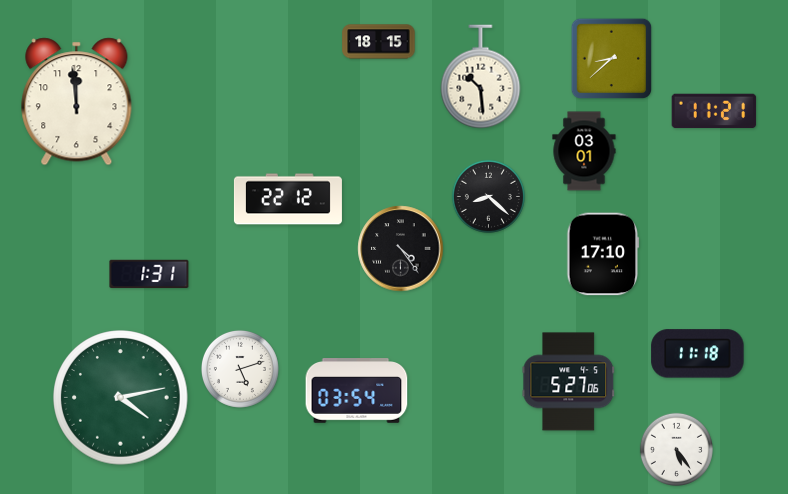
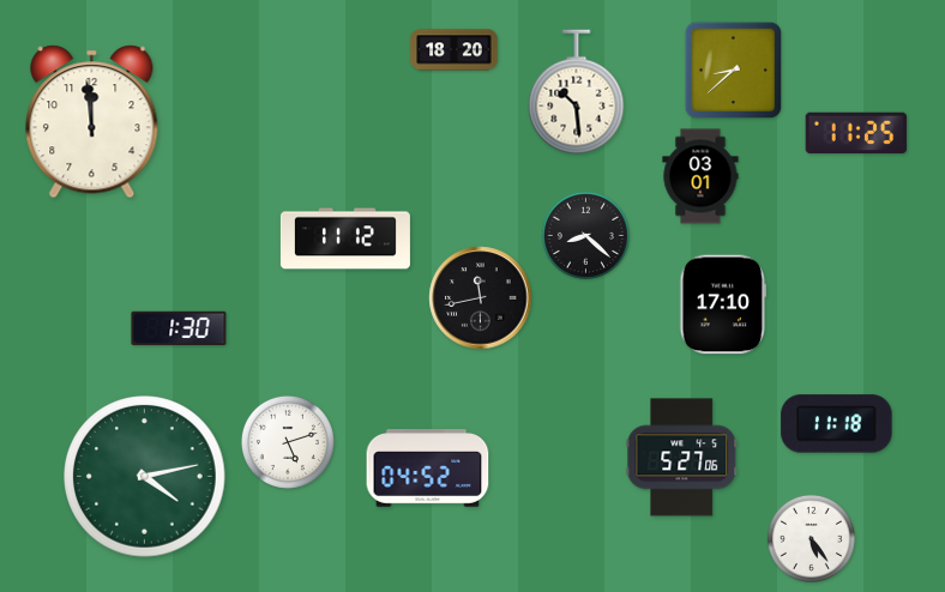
clock at (379, 42): 18:15 -> 18:20
clock at (714, 111): 11:21 -> 11:25
clock at (584, 151) position: (584, 151) -> (700, 176)
clock at (288, 199): 22:12 -> 11:12
clock at (401, 249): 4:24 -> 11:43
clock at (149, 274): 1:31 -> 1:30
clock at (357, 391): 03:54 -> 04:52
